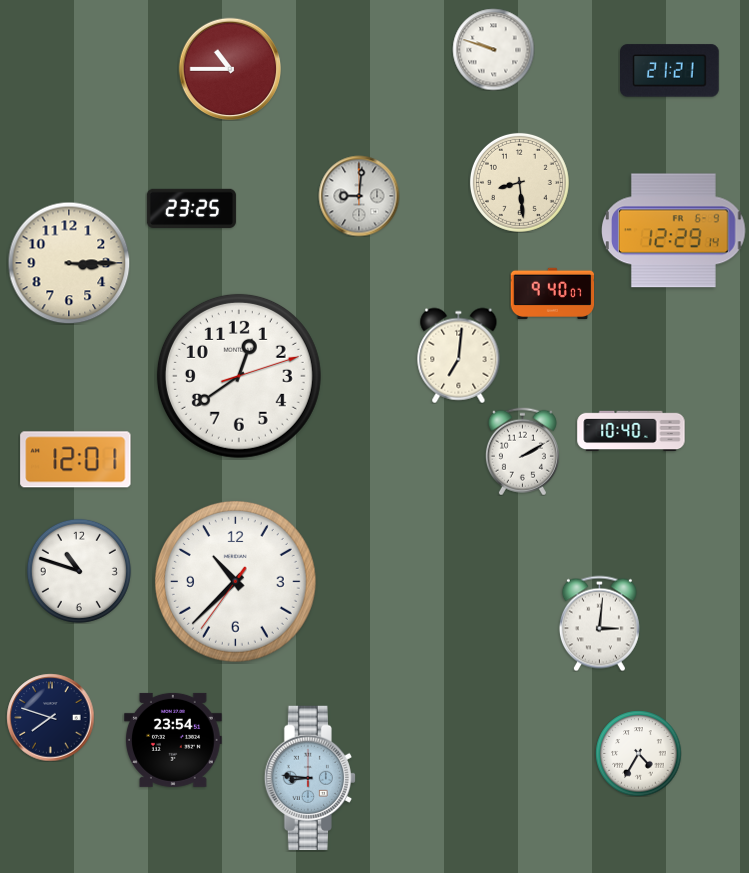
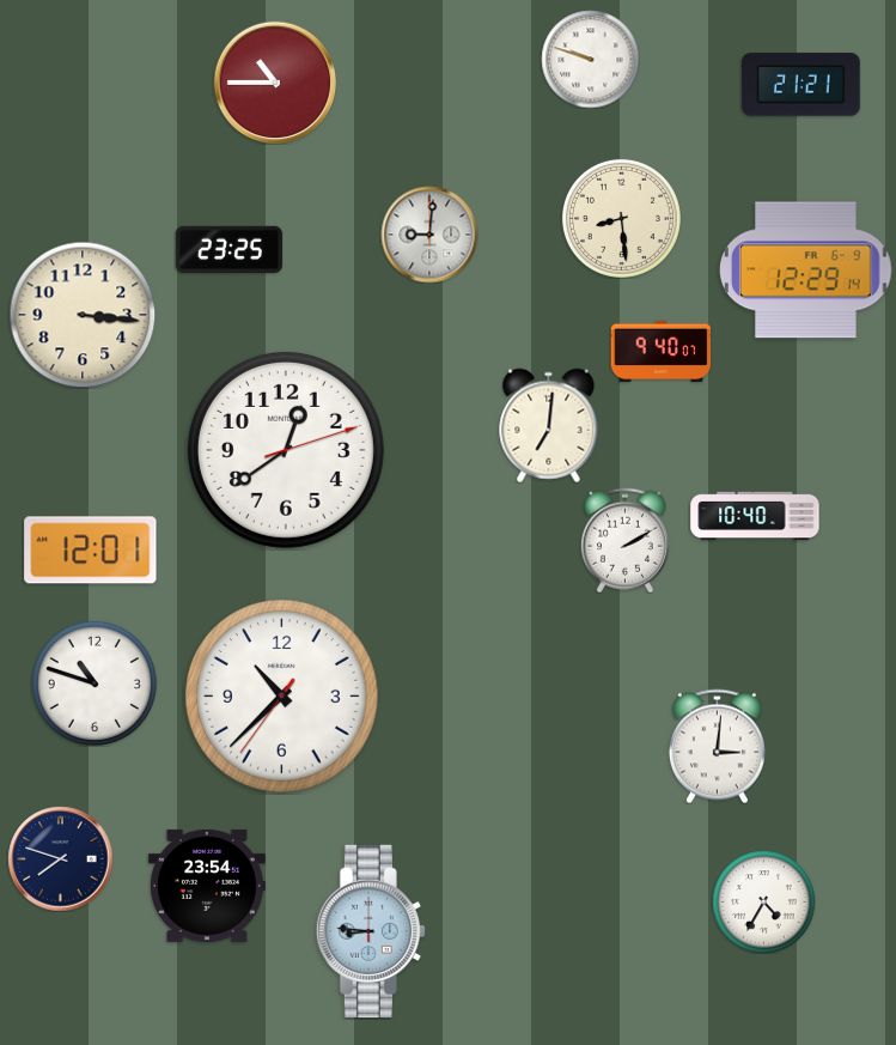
clock at (674, 231) position: (674, 231) -> (806, 271)
clock at (69, 263): 3:15 -> 3:16
